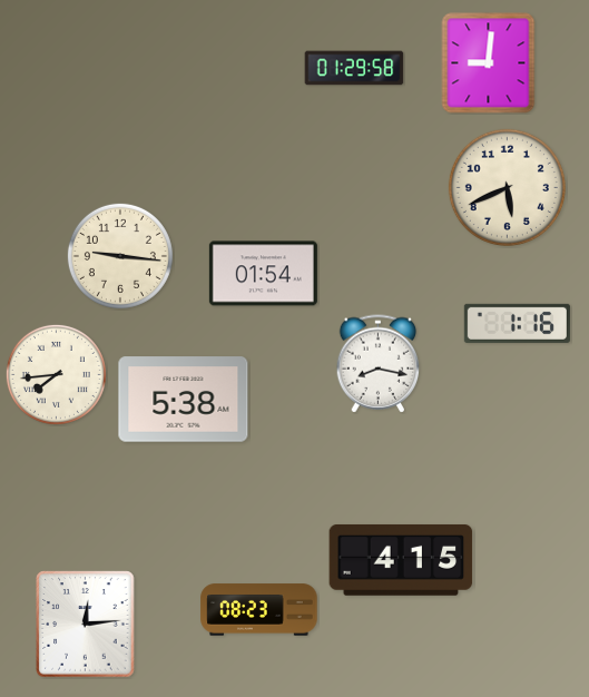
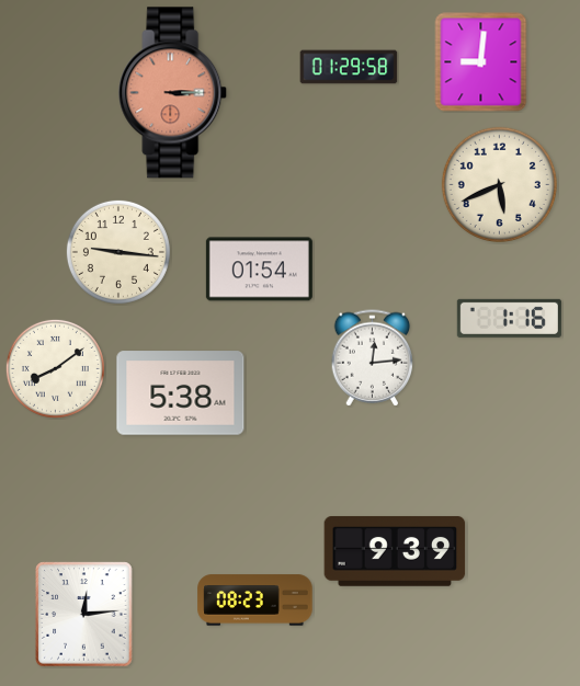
clock at (173, 93): none -> 3:15
clock at (379, 364): 8:17 -> 12:14
clock at (56, 374): 7:44 -> 8:09
clock at (401, 560): 4:15 -> 9:39
